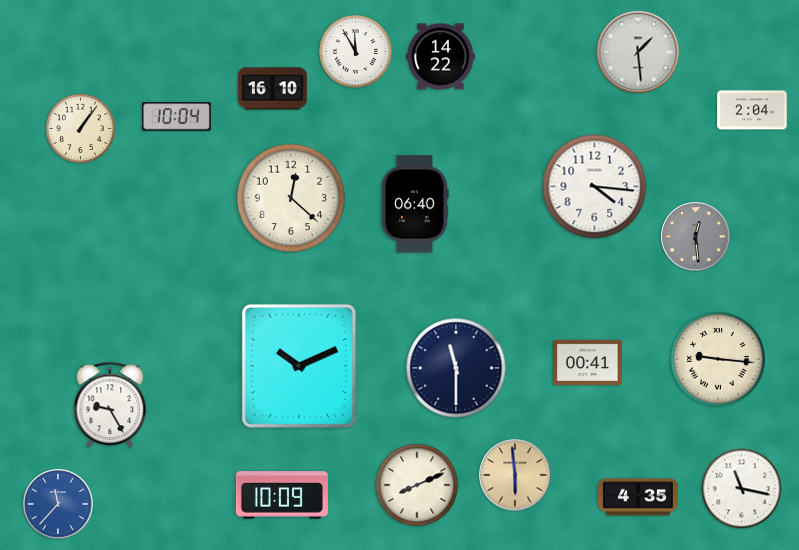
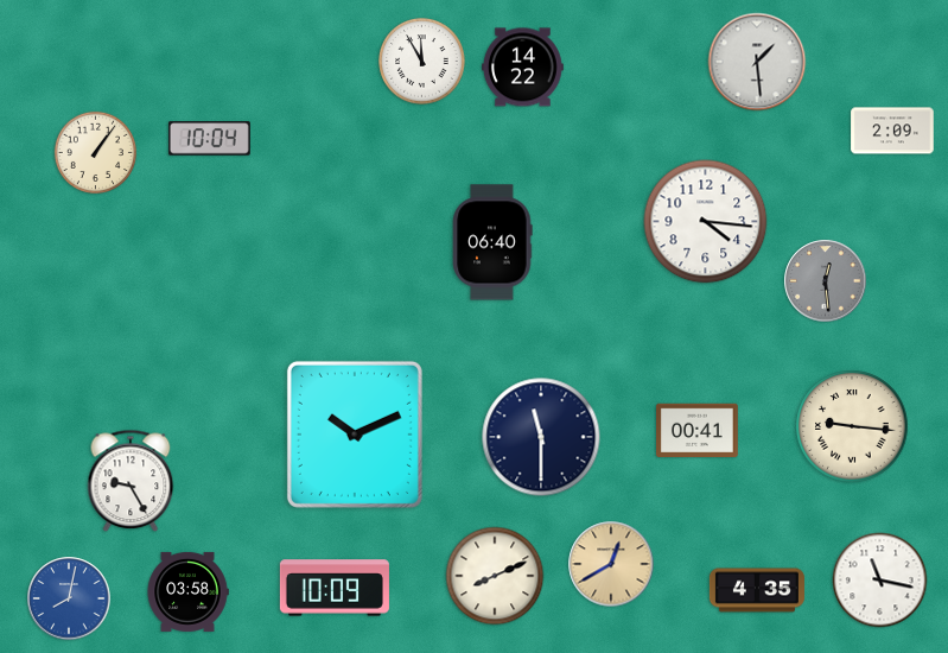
clock at (273, 89): 16:10 -> none
clock at (752, 110): 2:04 -> 2:09
clock at (291, 198): 12:22 -> none
clock at (515, 475): 5:59 -> 12:40
clock at (187, 591): none -> 03:58
clock at (58, 504): 11:37 -> 8:02
